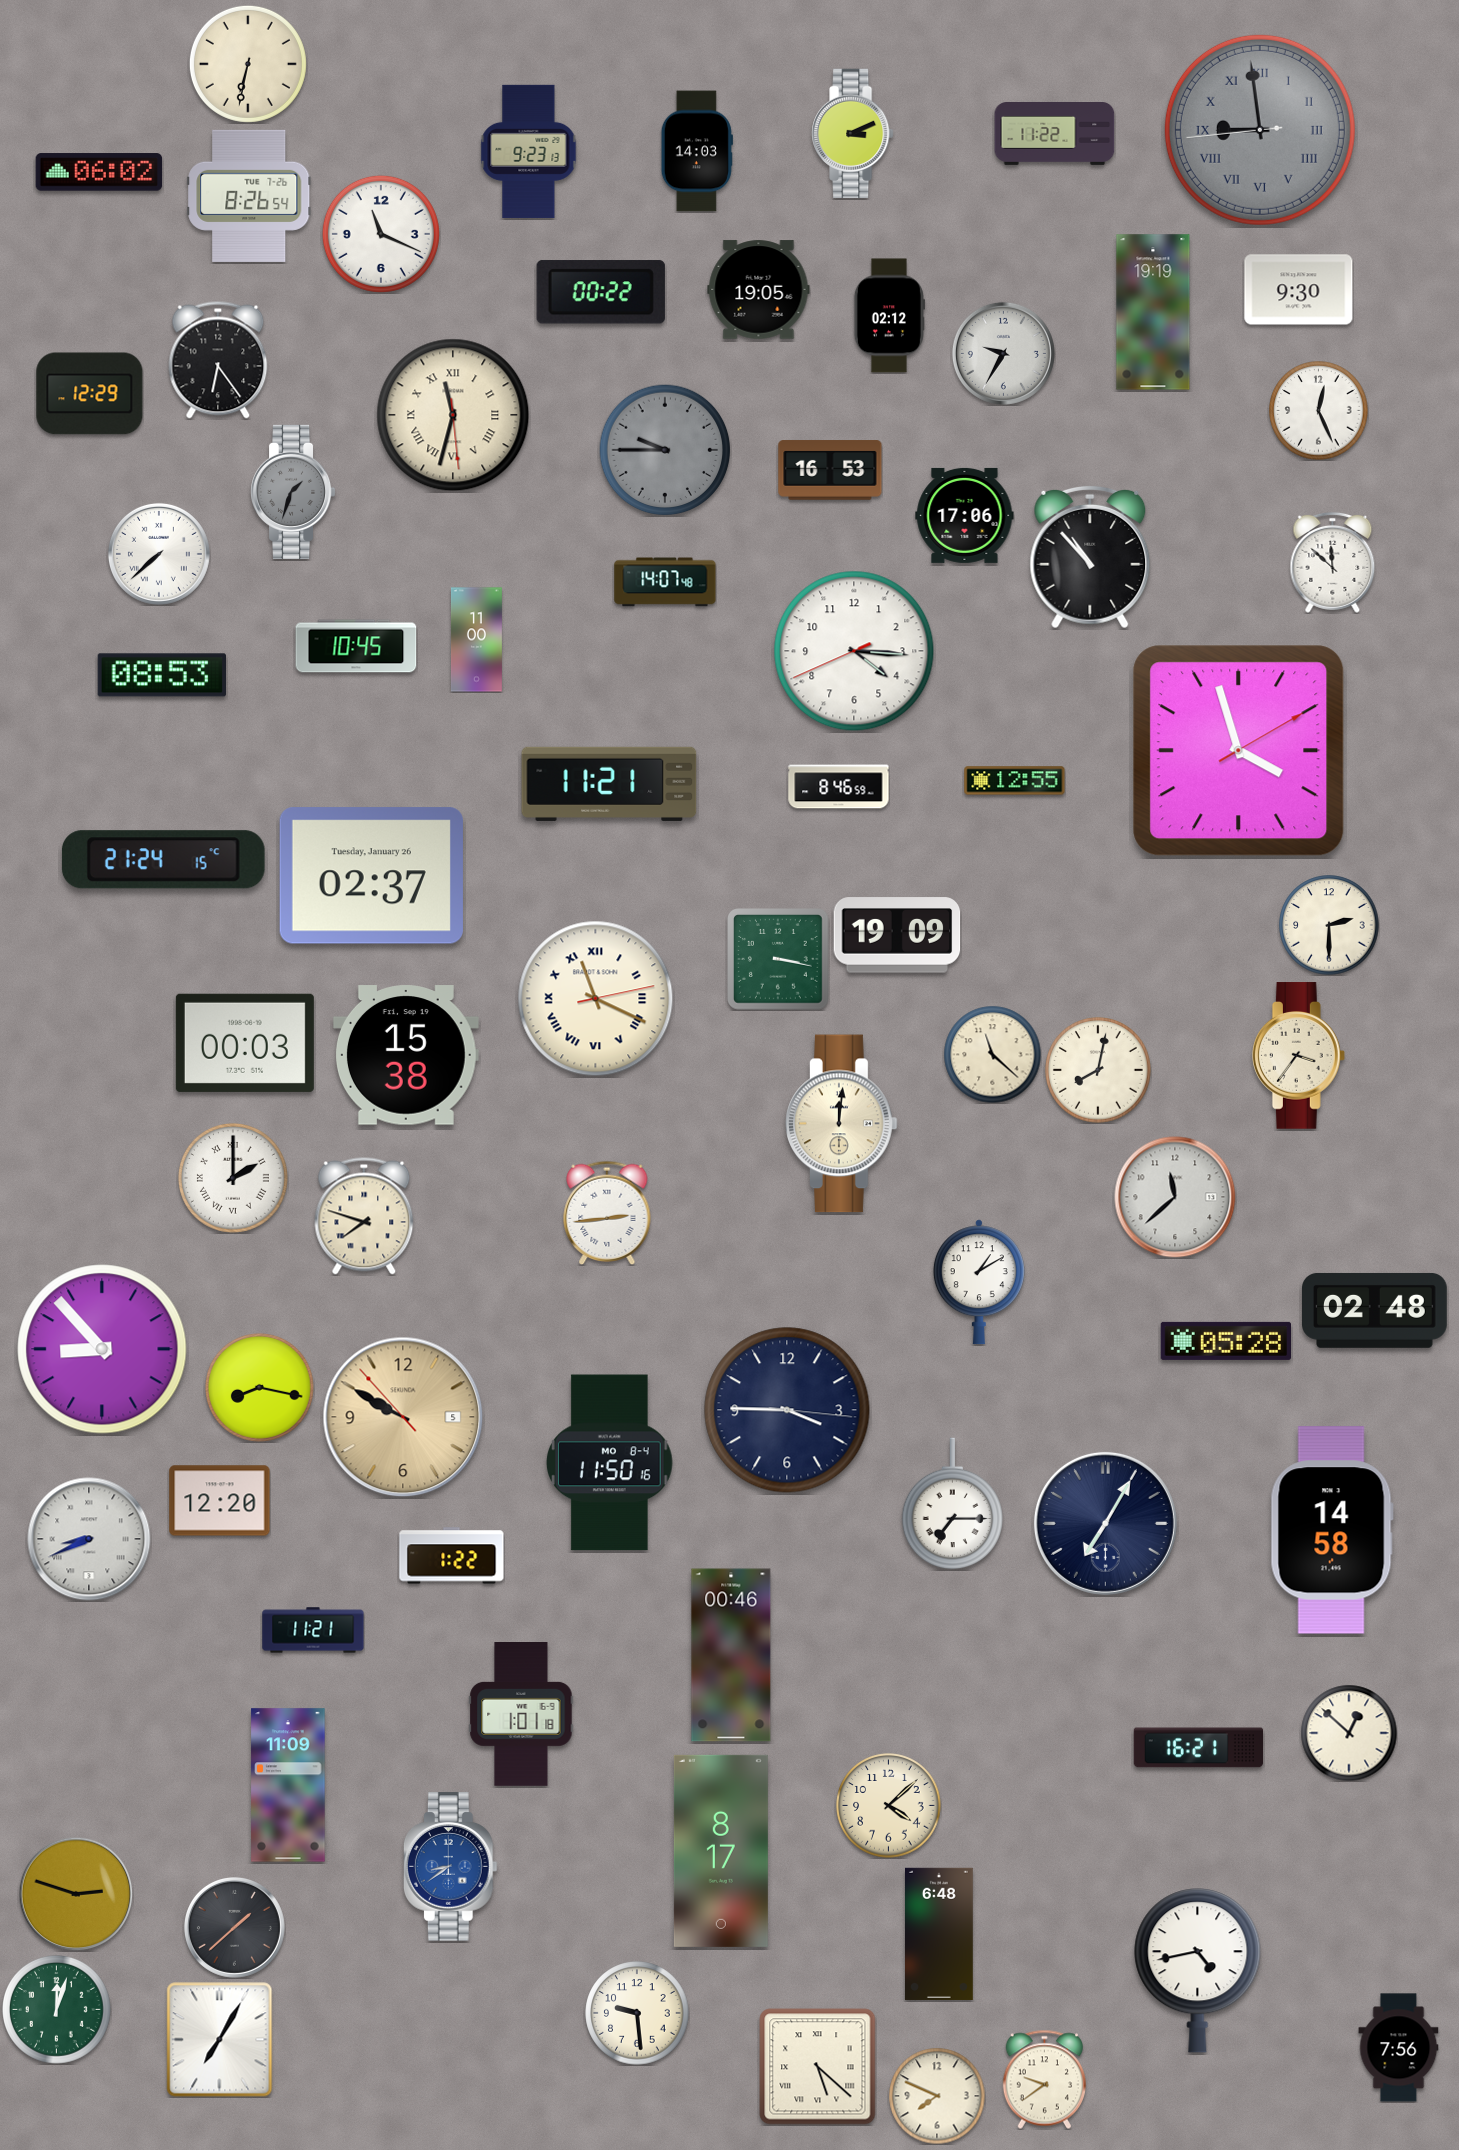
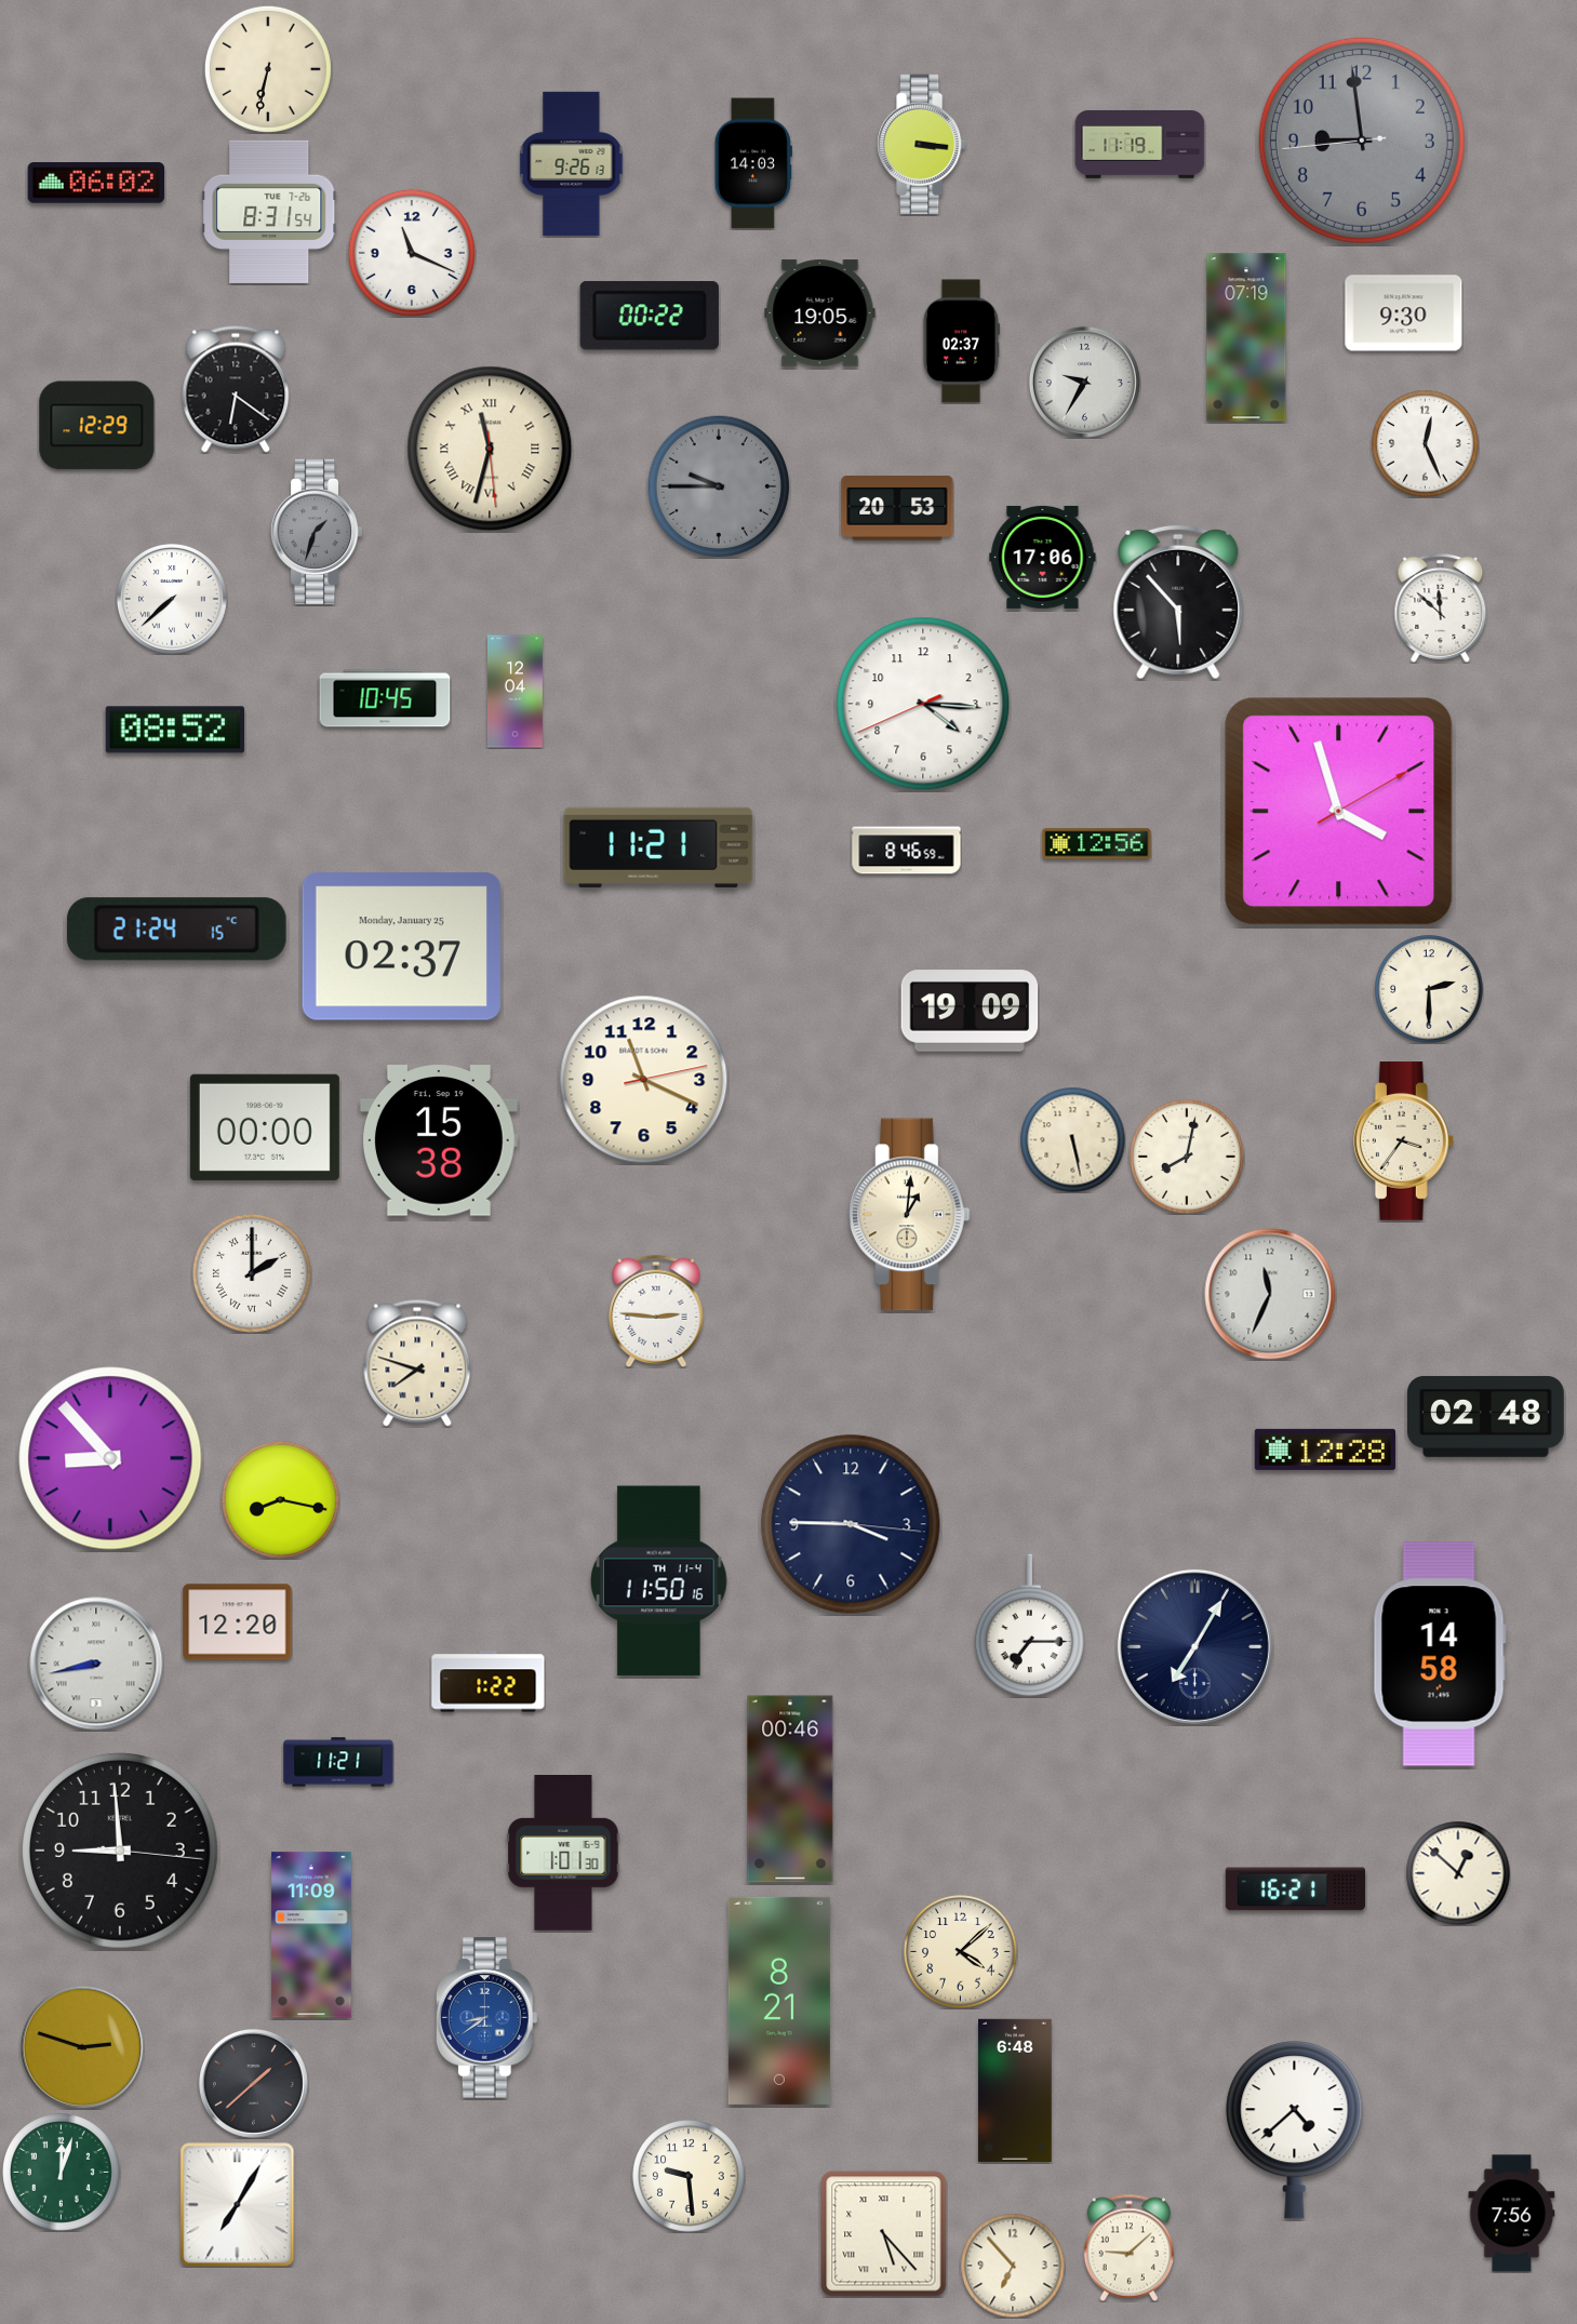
clock at (1260, 130) numerals: Roman -> Arabic
clock at (853, 134): 3:11 -> 3:16
clock at (1055, 134): 11:22 -> 11:19
clock at (529, 151): 9:23 -> 9:26
clock at (99, 172) position: (99, 172) -> (96, 183)
clock at (249, 196): 8:26 -> 8:31
clock at (1153, 312): 19:19 -> 07:19
clock at (889, 316): 02:12 -> 02:37
clock at (218, 360): 6:24 -> 6:21
clock at (830, 470): 16:53 -> 20:53
clock at (1090, 557): 10:53 -> 5:53
clock at (665, 582): 14:07 -> none
clock at (476, 640): 11:00 -> 12:04
clock at (161, 675): 08:53 -> 08:52
clock at (1015, 781): 12:55 -> 12:56
clock at (371, 876) date: Tuesday, January 26 -> Monday, January 25
clock at (1329, 925) position: (1329, 925) -> (1429, 989)
clock at (779, 960): 3:17 -> none
clock at (596, 999) numerals: Roman -> Arabic
clock at (245, 1043): 00:03 -> 00:00
clock at (992, 1054): 11:22 -> 5:28
clock at (842, 1124): 12:01 -> 1:01
clock at (1175, 1197): 11:38 -> 11:34
clock at (607, 1212): 2:44 -> 2:46
clock at (364, 1216) position: (364, 1216) -> (417, 1363)
clock at (979, 1282): 1:10 -> none
clock at (1225, 1341): 05:28 -> 12:28
clock at (403, 1417): 9:49 -> none
clock at (610, 1463) date: MO 8-4 -> TH 11-4
clock at (89, 1539): 8:41 -> 8:43
clock at (120, 1851): none -> 8:59
clock at (521, 1715): 1:01:18 -> 1:01:30
clock at (288, 1785) position: (288, 1785) -> (311, 1935)
clock at (721, 1851): 8:17 -> 8:21
clock at (1198, 1971): 4:43 -> 4:38
clock at (818, 2067): 5:22 -> 5:23
clock at (1044, 2079): 9:39 -> 9:08
clock at (937, 2096): 7:49 -> 6:53
